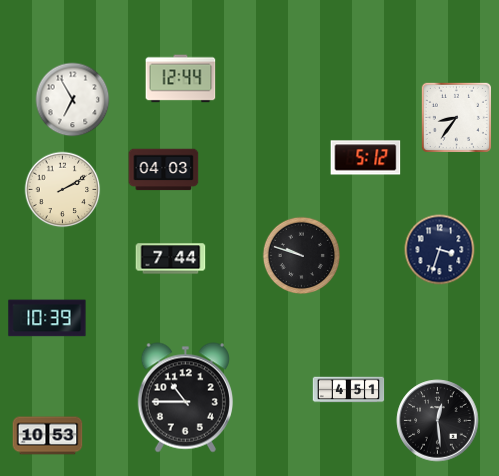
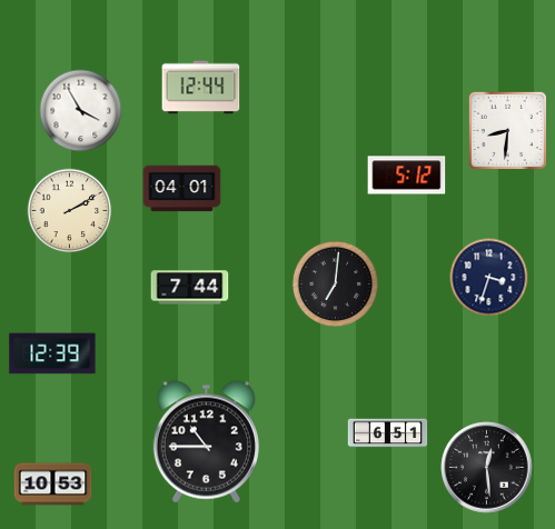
clock at (73, 100): 6:55 -> 3:55
clock at (456, 117): 8:36 -> 8:31
clock at (164, 170): 04:03 -> 04:01
clock at (302, 256): 9:48 -> 7:01
clock at (47, 318): 10:39 -> 12:39
clock at (349, 390): 4:51 -> 6:51
